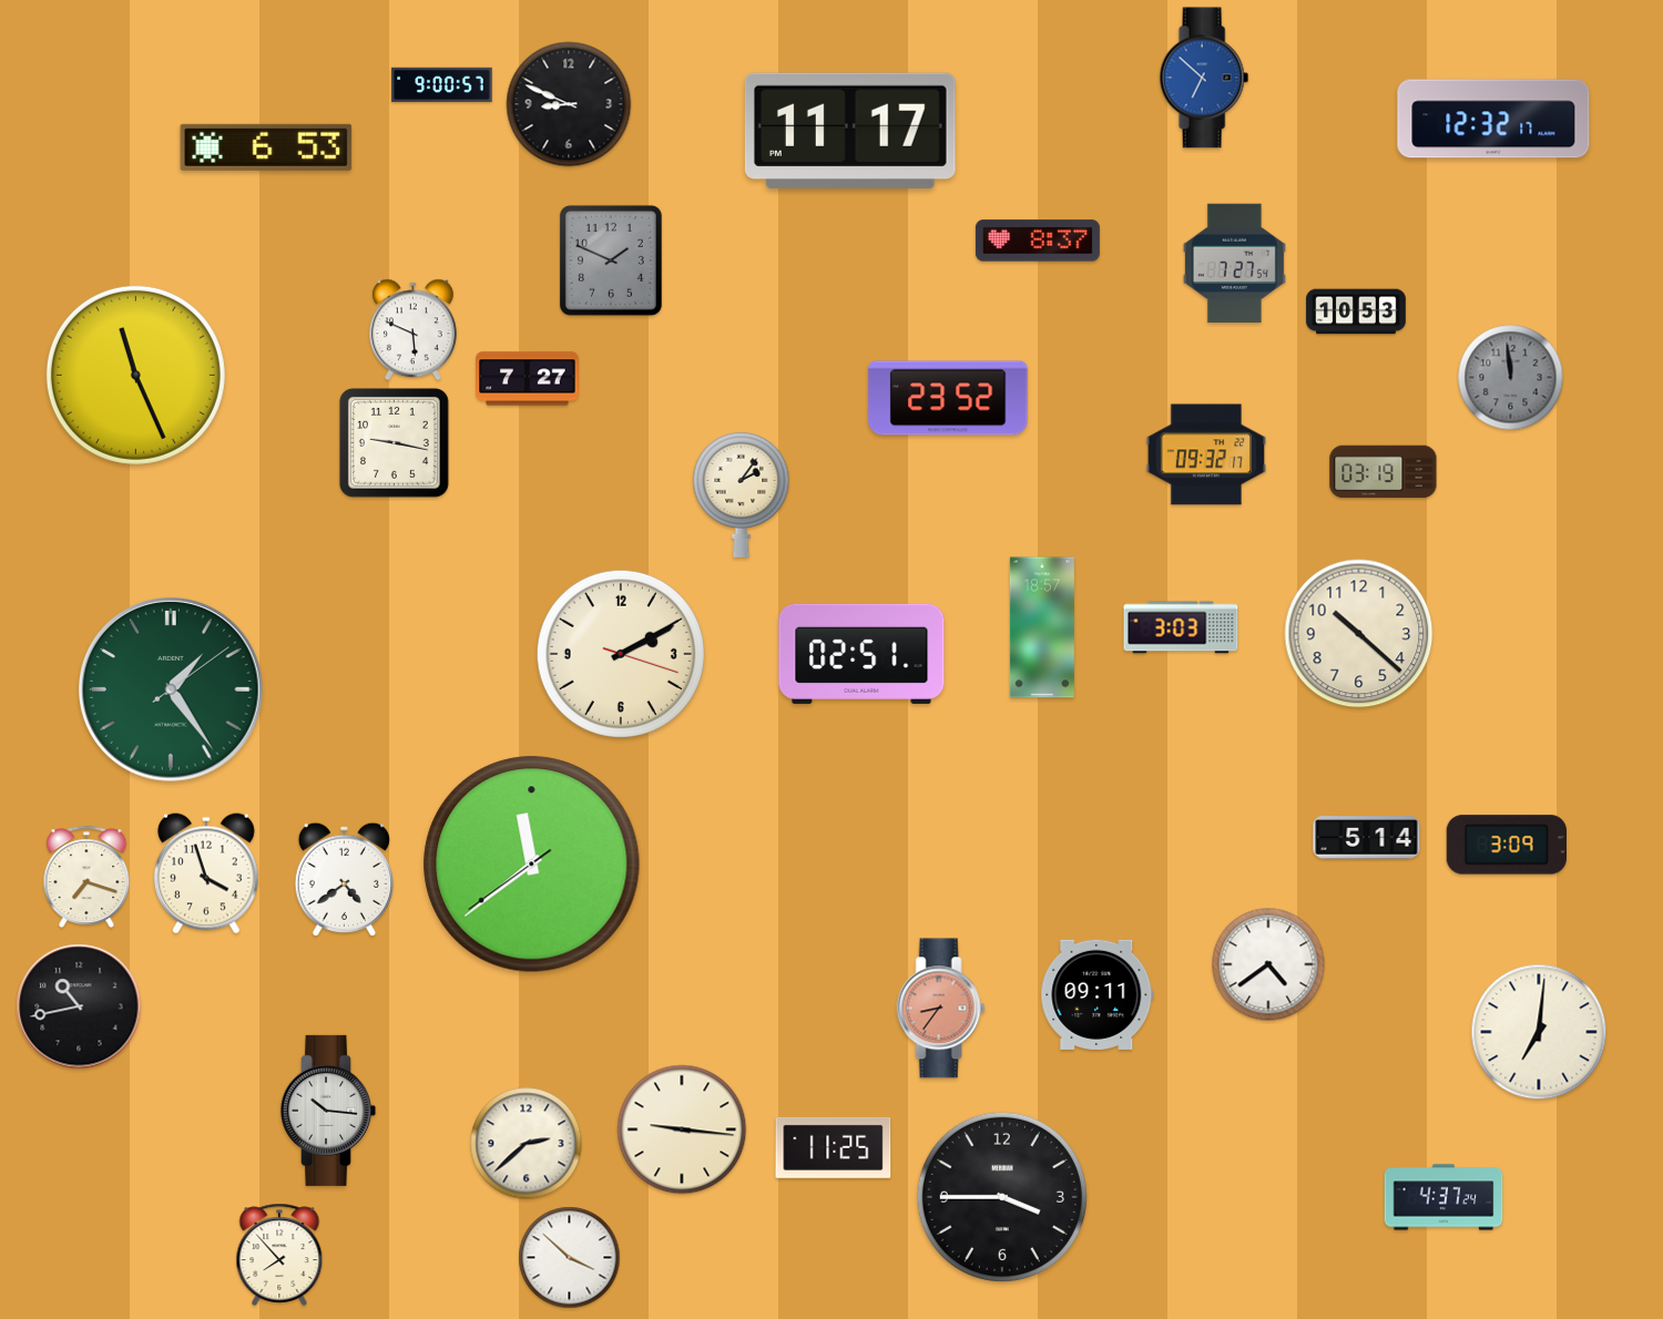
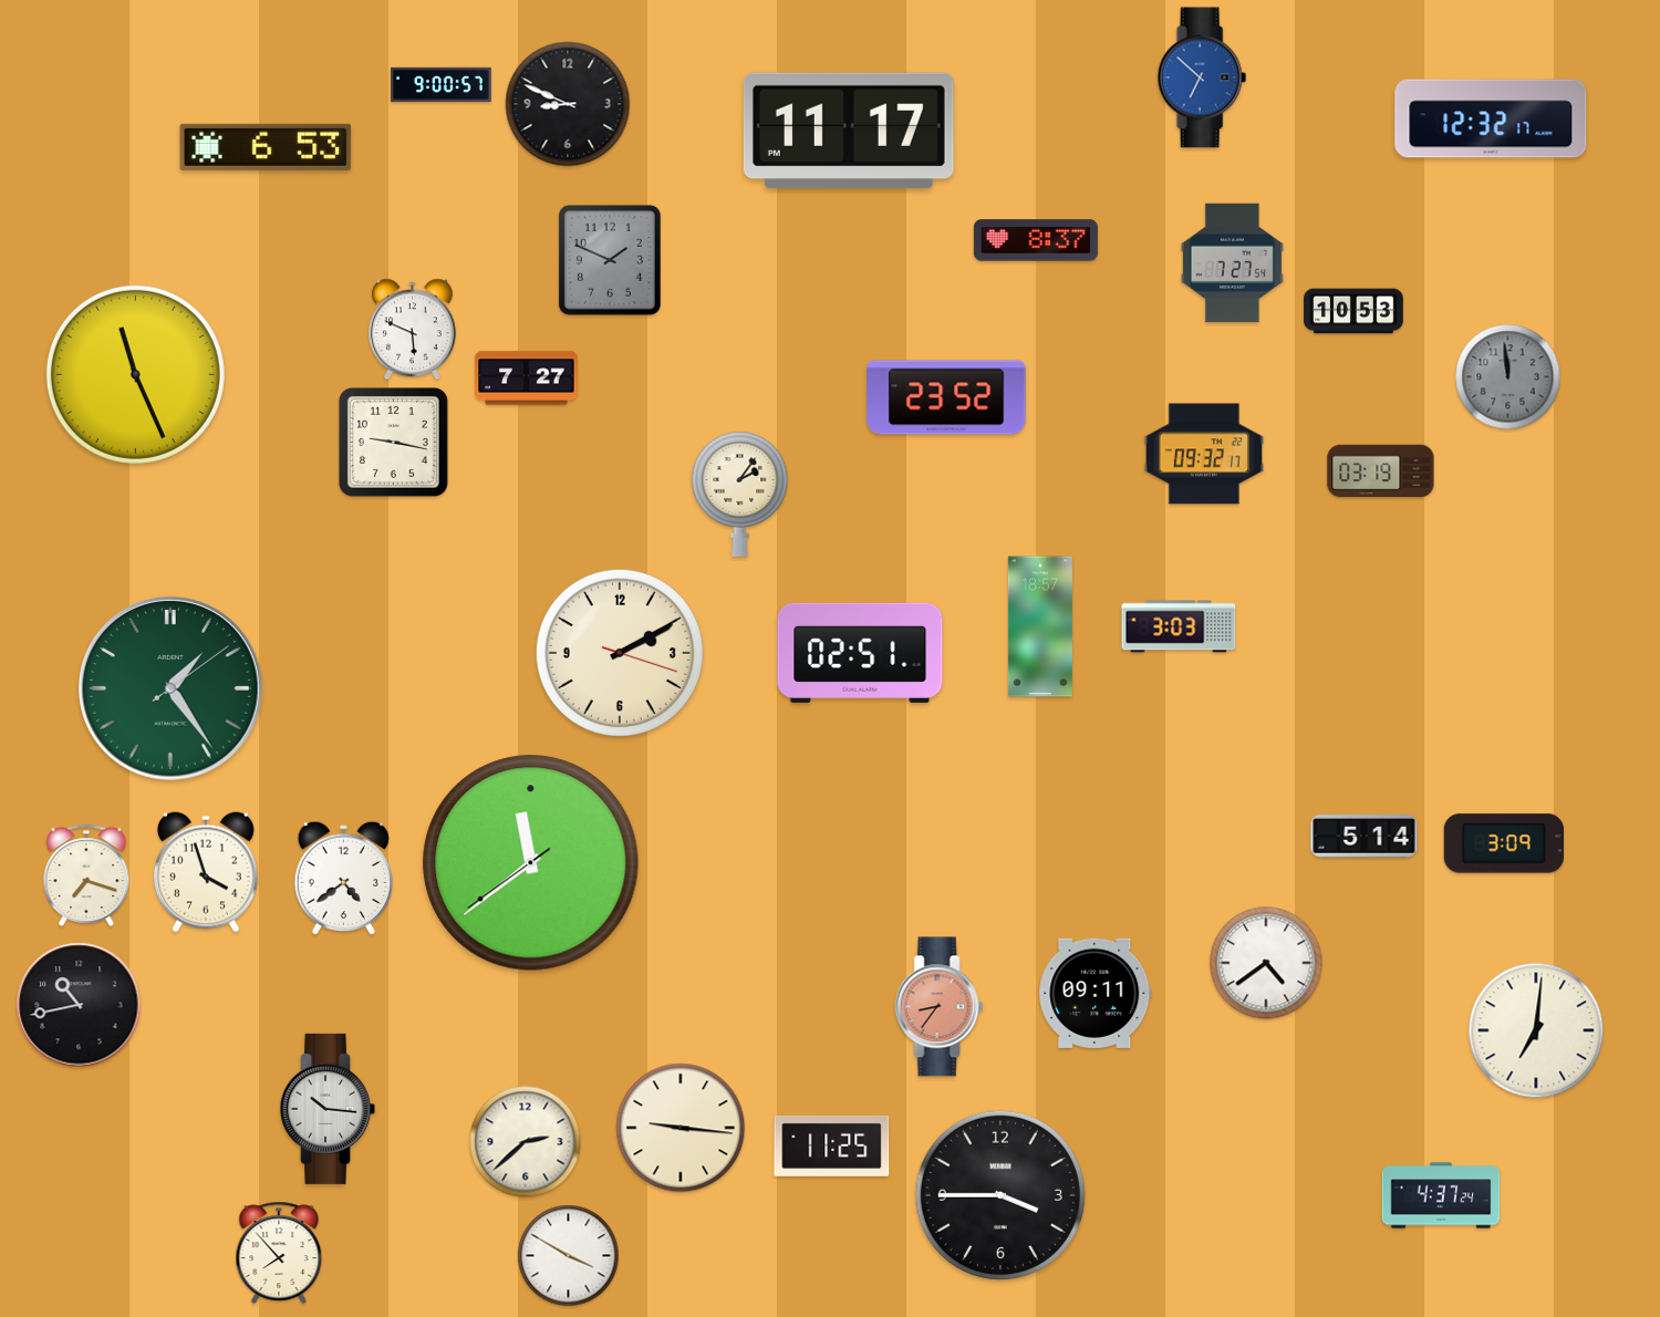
clock at (1359, 634): 10:22 -> none
clock at (570, 1258): 3:52 -> 3:50
